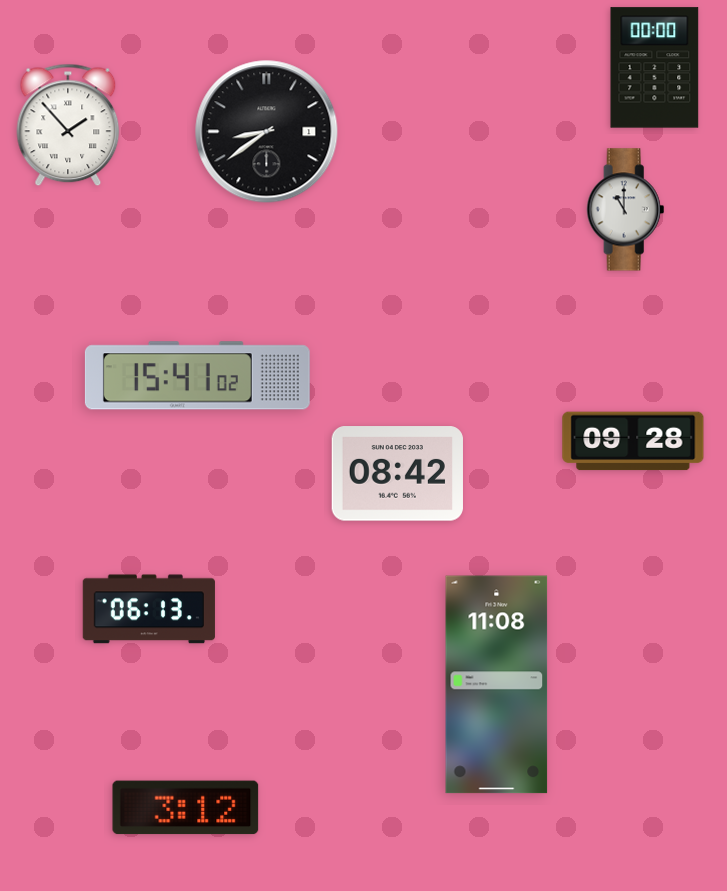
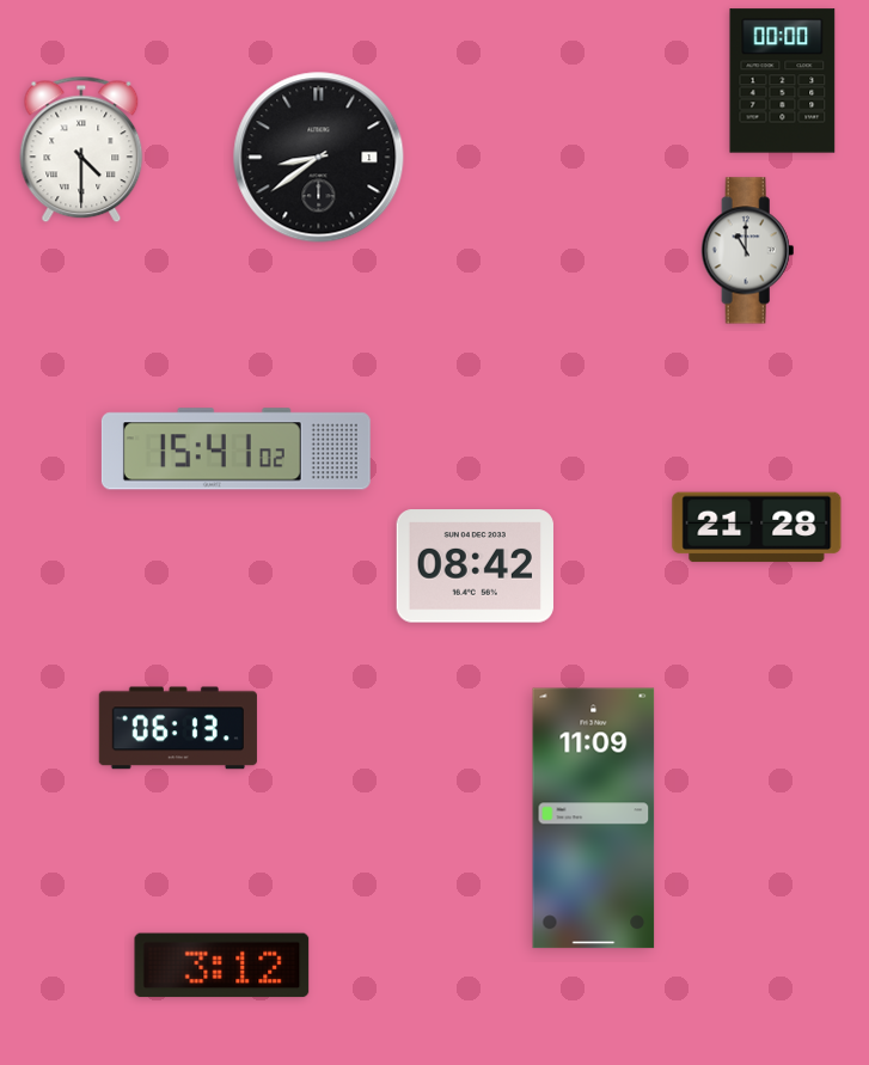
clock at (68, 125): 1:53 -> 4:30
clock at (633, 441): 09:28 -> 21:28
clock at (497, 685): 11:08 -> 11:09
